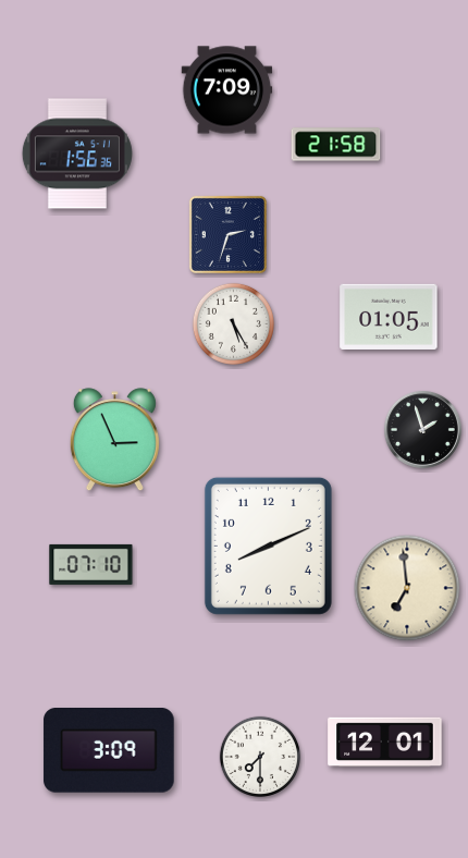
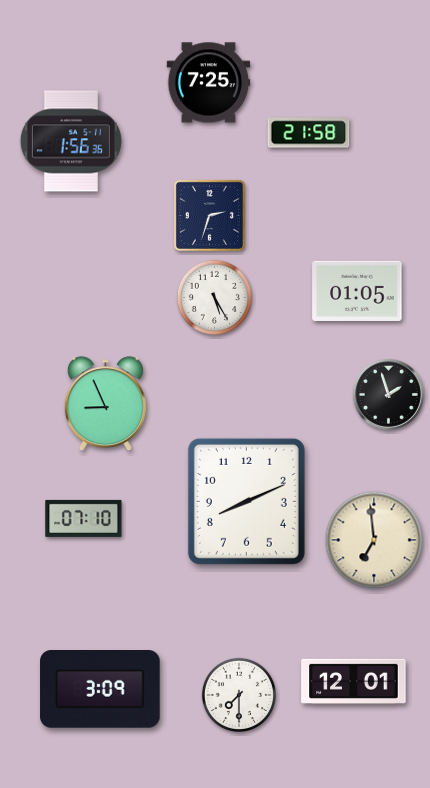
clock at (227, 90): 7:09 -> 7:25
clock at (114, 440): 2:56 -> 8:56
